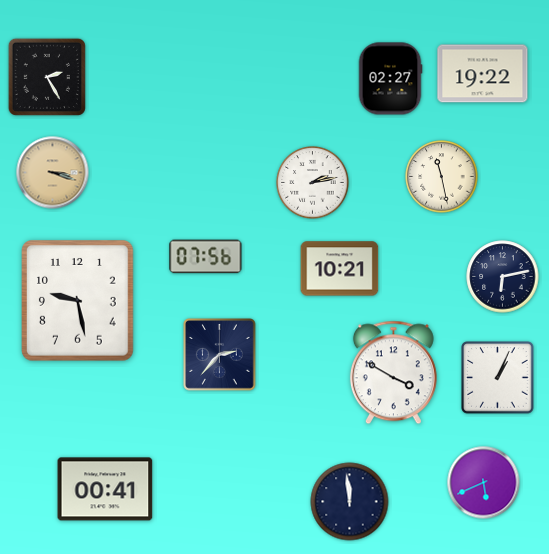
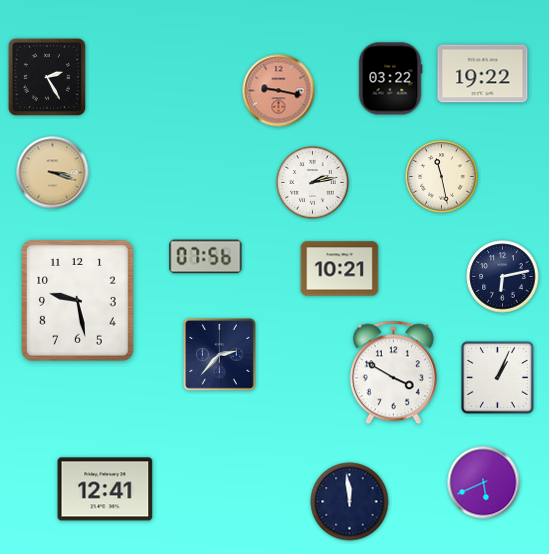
clock at (390, 79): 02:27 -> 03:22
clock at (279, 91): none -> 9:17
clock at (105, 489): 00:41 -> 12:41
